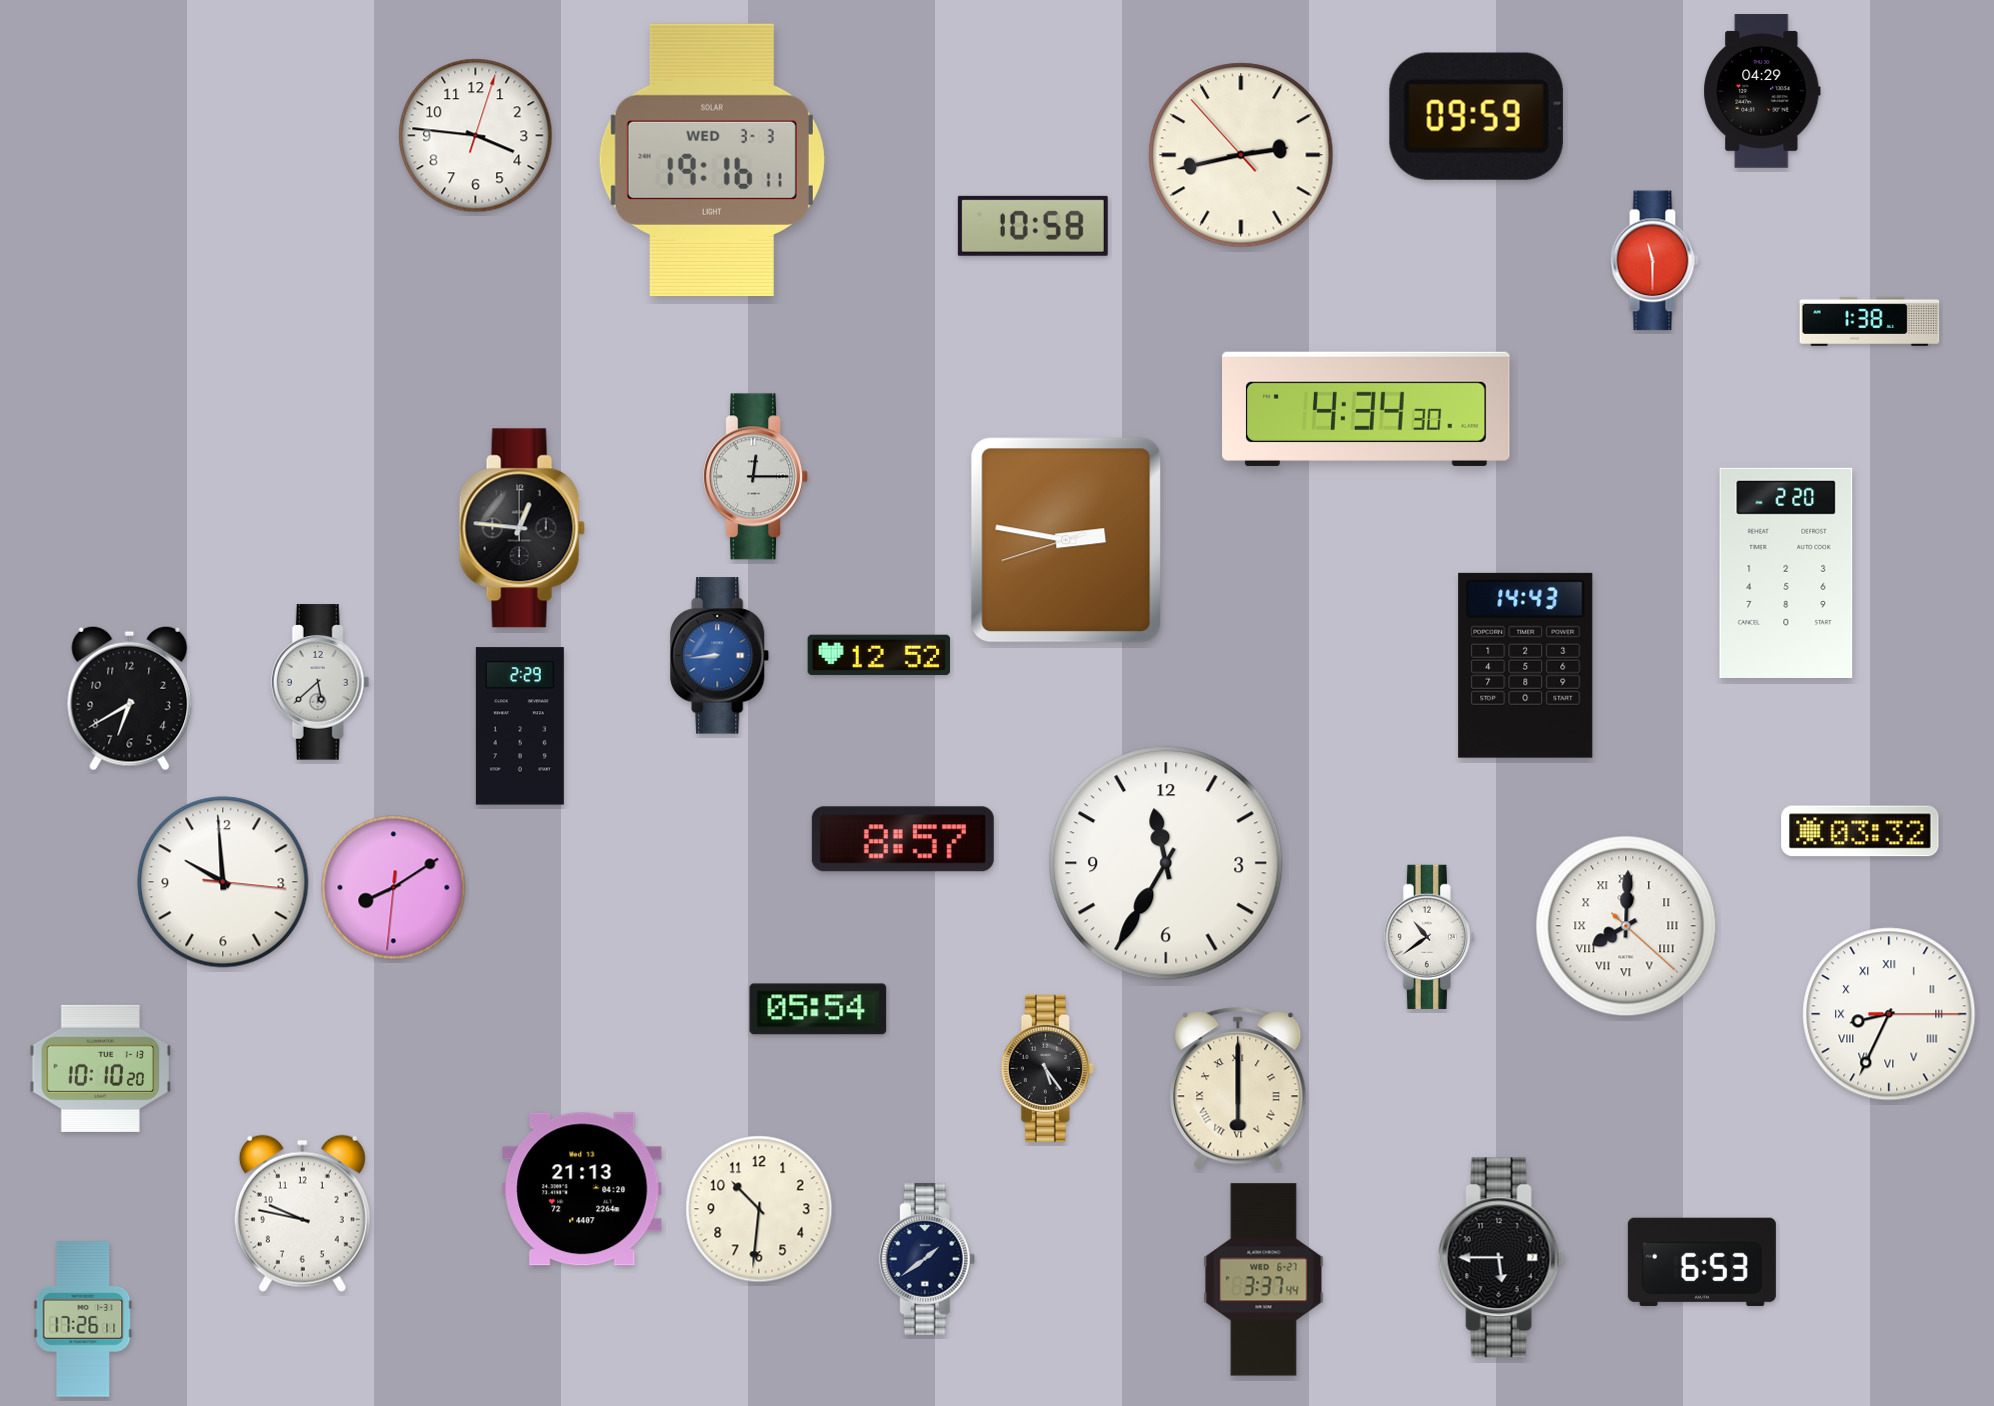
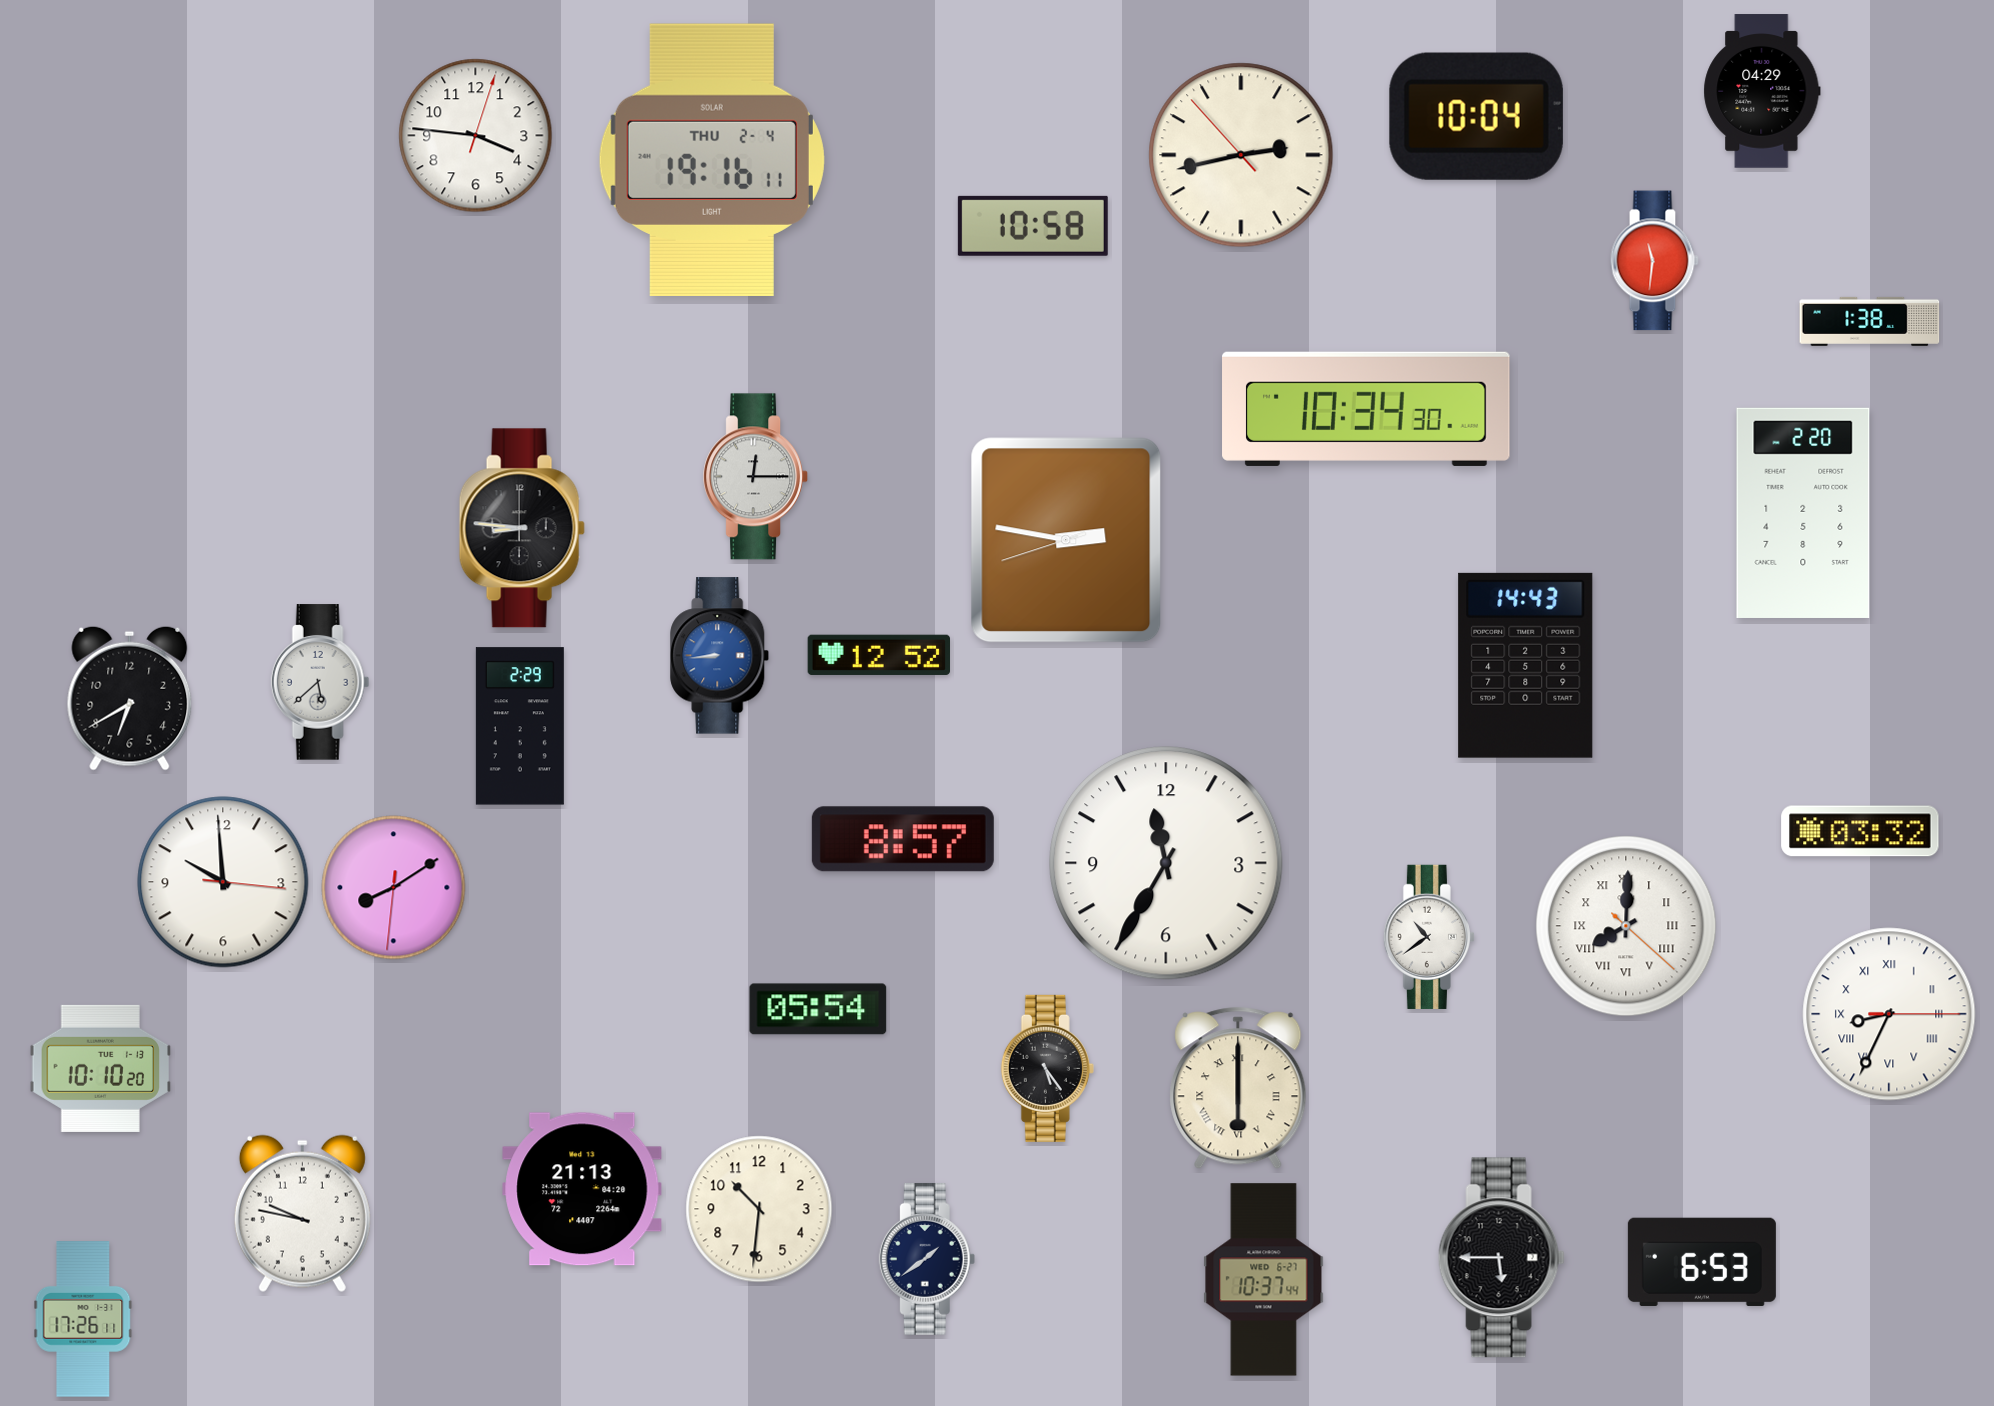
clock at (1476, 116): 09:59 -> 10:04
clock at (712, 160) date: WED 3-3 -> THU 2-4
clock at (1654, 261): 11:30 -> 11:31
clock at (1366, 409): 4:34 -> 10:34
clock at (522, 528): 12:46 -> 8:46
clock at (1786, 573) position: (1786, 573) -> (1803, 513)
clock at (1264, 1280): 3:37 -> 10:37
